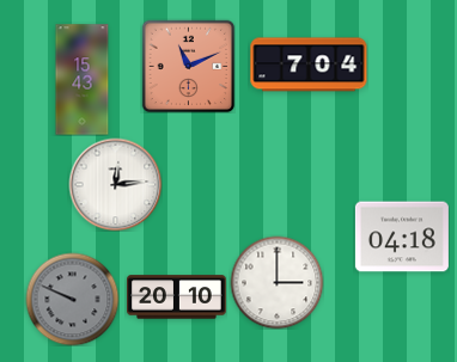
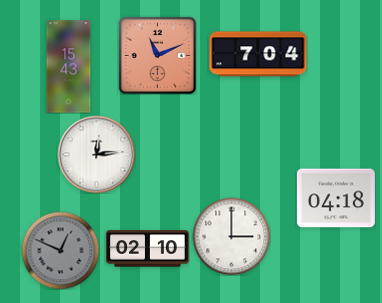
clock at (177, 297): 20:10 -> 02:10
clock at (72, 299): 9:49 -> 12:49
